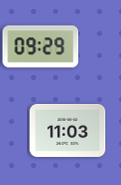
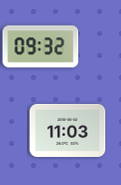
clock at (41, 47): 09:29 -> 09:32
